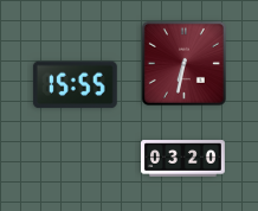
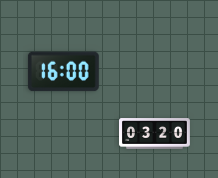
clock at (183, 63): 6:32 -> none
clock at (75, 85): 15:55 -> 16:00
